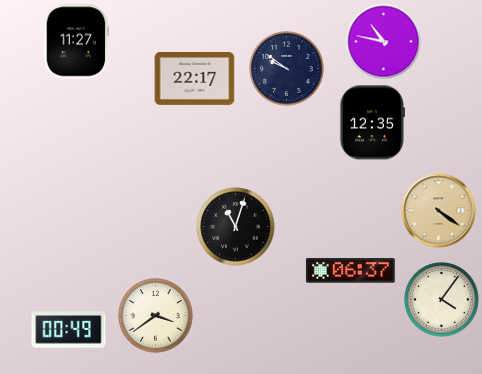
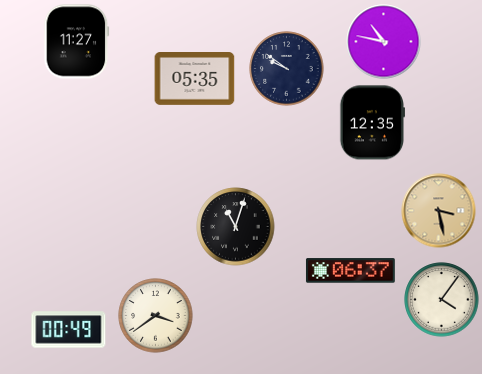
clock at (195, 79): 22:17 -> 05:35
clock at (439, 211): 4:21 -> 3:28
